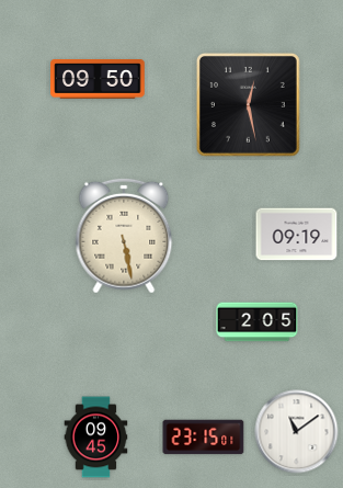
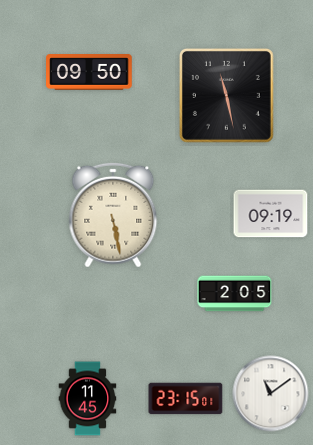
clock at (248, 104): 12:28 -> 11:28
clock at (96, 438): 09:45 -> 11:45
